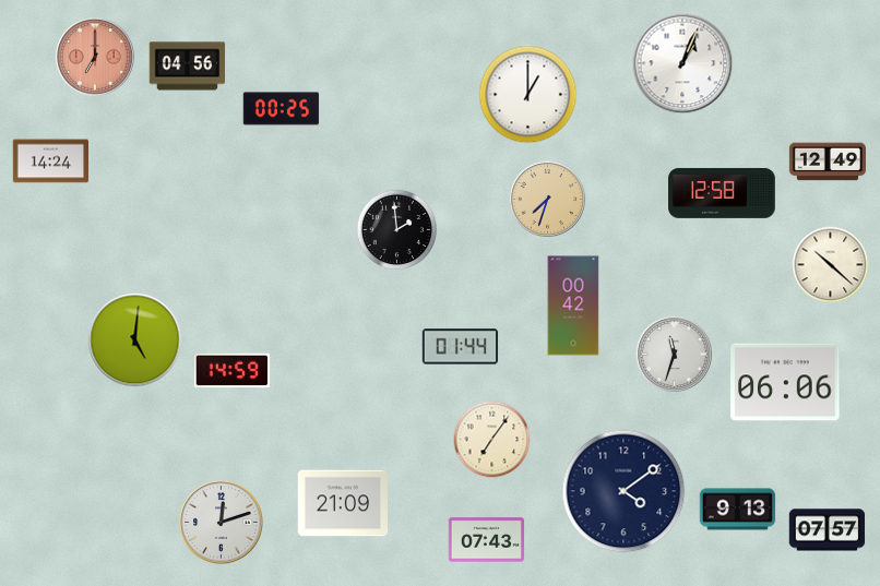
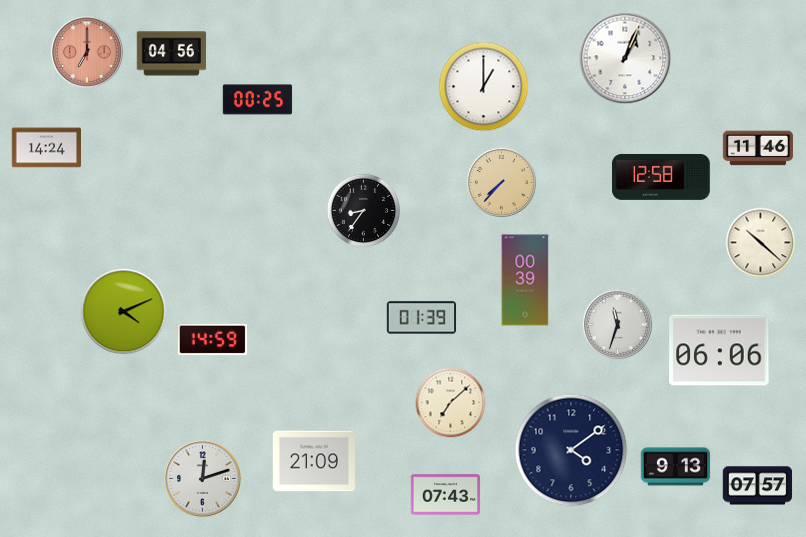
clock at (188, 67) position: (188, 67) -> (172, 54)
clock at (828, 162): 12:49 -> 11:46
clock at (547, 199): 7:33 -> 7:37
clock at (397, 230): 1:59 -> 8:36
clock at (573, 306): 00:42 -> 00:39
clock at (135, 340): 5:01 -> 4:11
clock at (461, 347): 01:44 -> 01:39
clock at (492, 440): 7:06 -> 7:08
